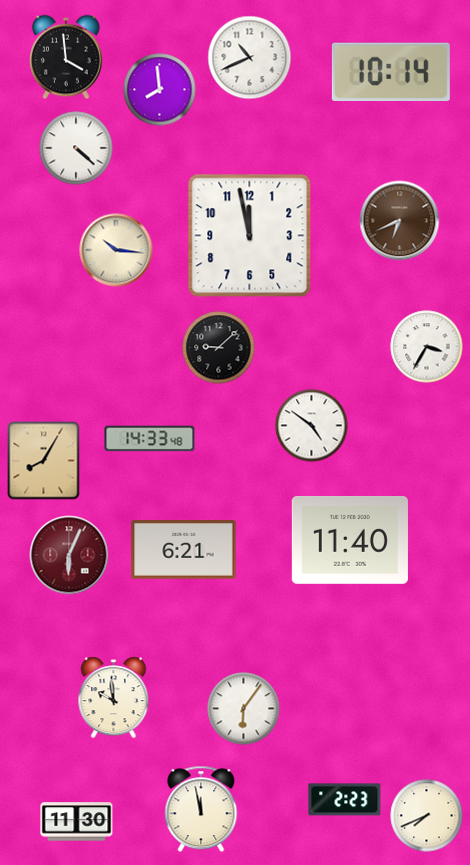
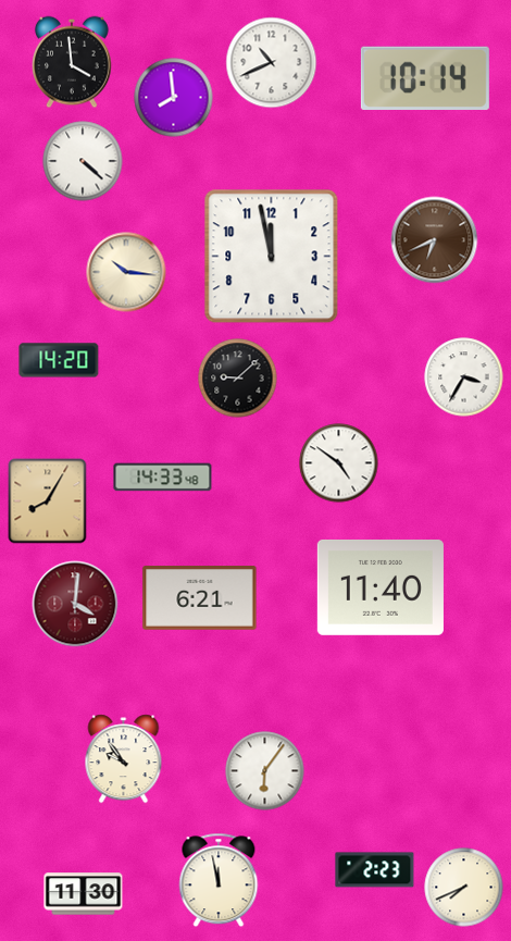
clock at (59, 360): none -> 14:20
clock at (69, 555): 6:04 -> 4:01
clock at (114, 698): 9:59 -> 9:54
